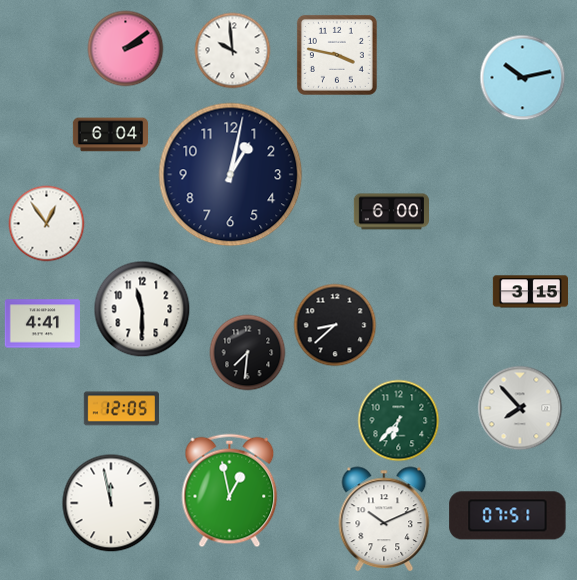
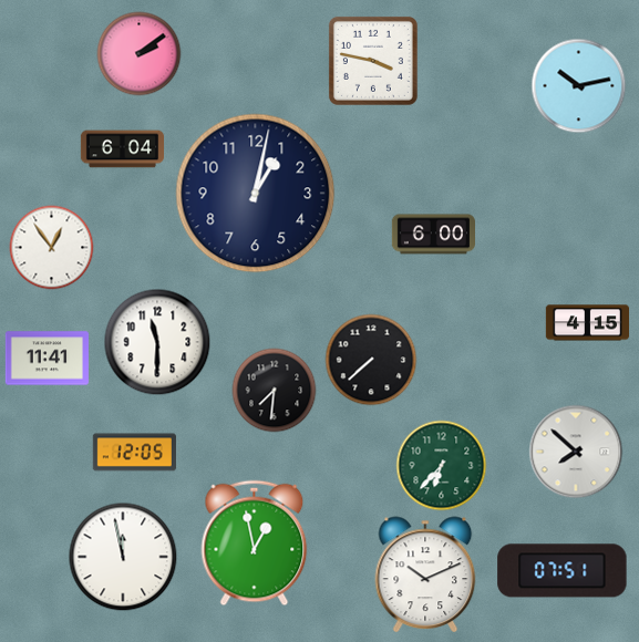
clock at (233, 51): 9:59 -> none
clock at (530, 292): 3:15 -> 4:15
clock at (42, 324): 4:41 -> 11:41
clock at (335, 325): 8:38 -> 7:38
clock at (520, 408): 7:53 -> 7:52
